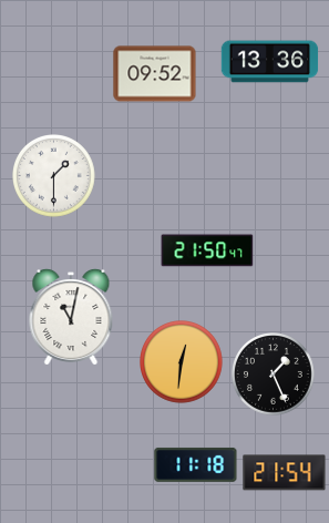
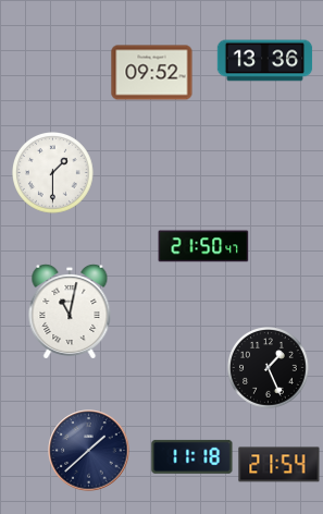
clock at (182, 362): 12:31 -> none
clock at (89, 451): none -> 1:38
